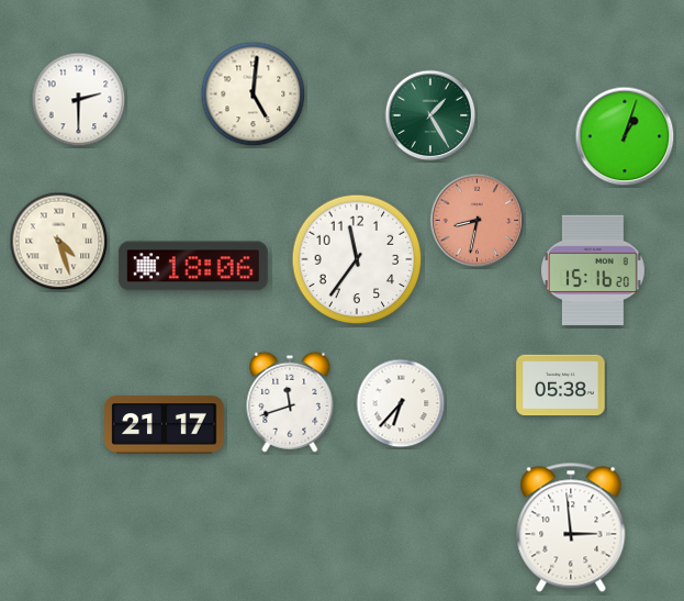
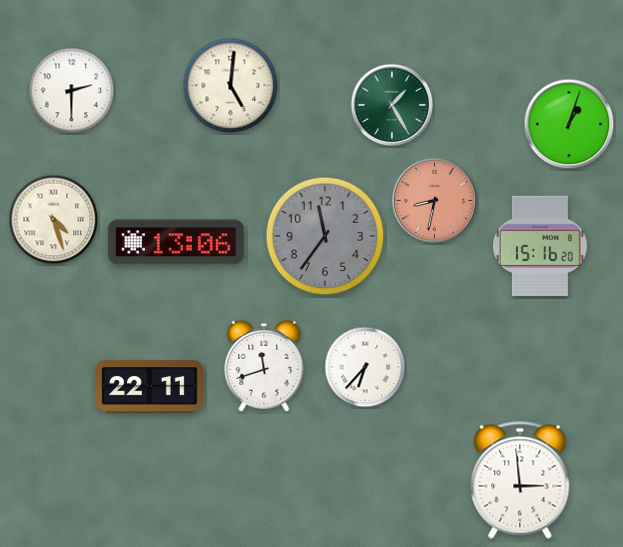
clock at (357, 259) dial: white -> grey
clock at (193, 266): 18:06 -> 13:06
clock at (561, 386): 05:38 -> none
clock at (165, 425): 21:17 -> 22:11
